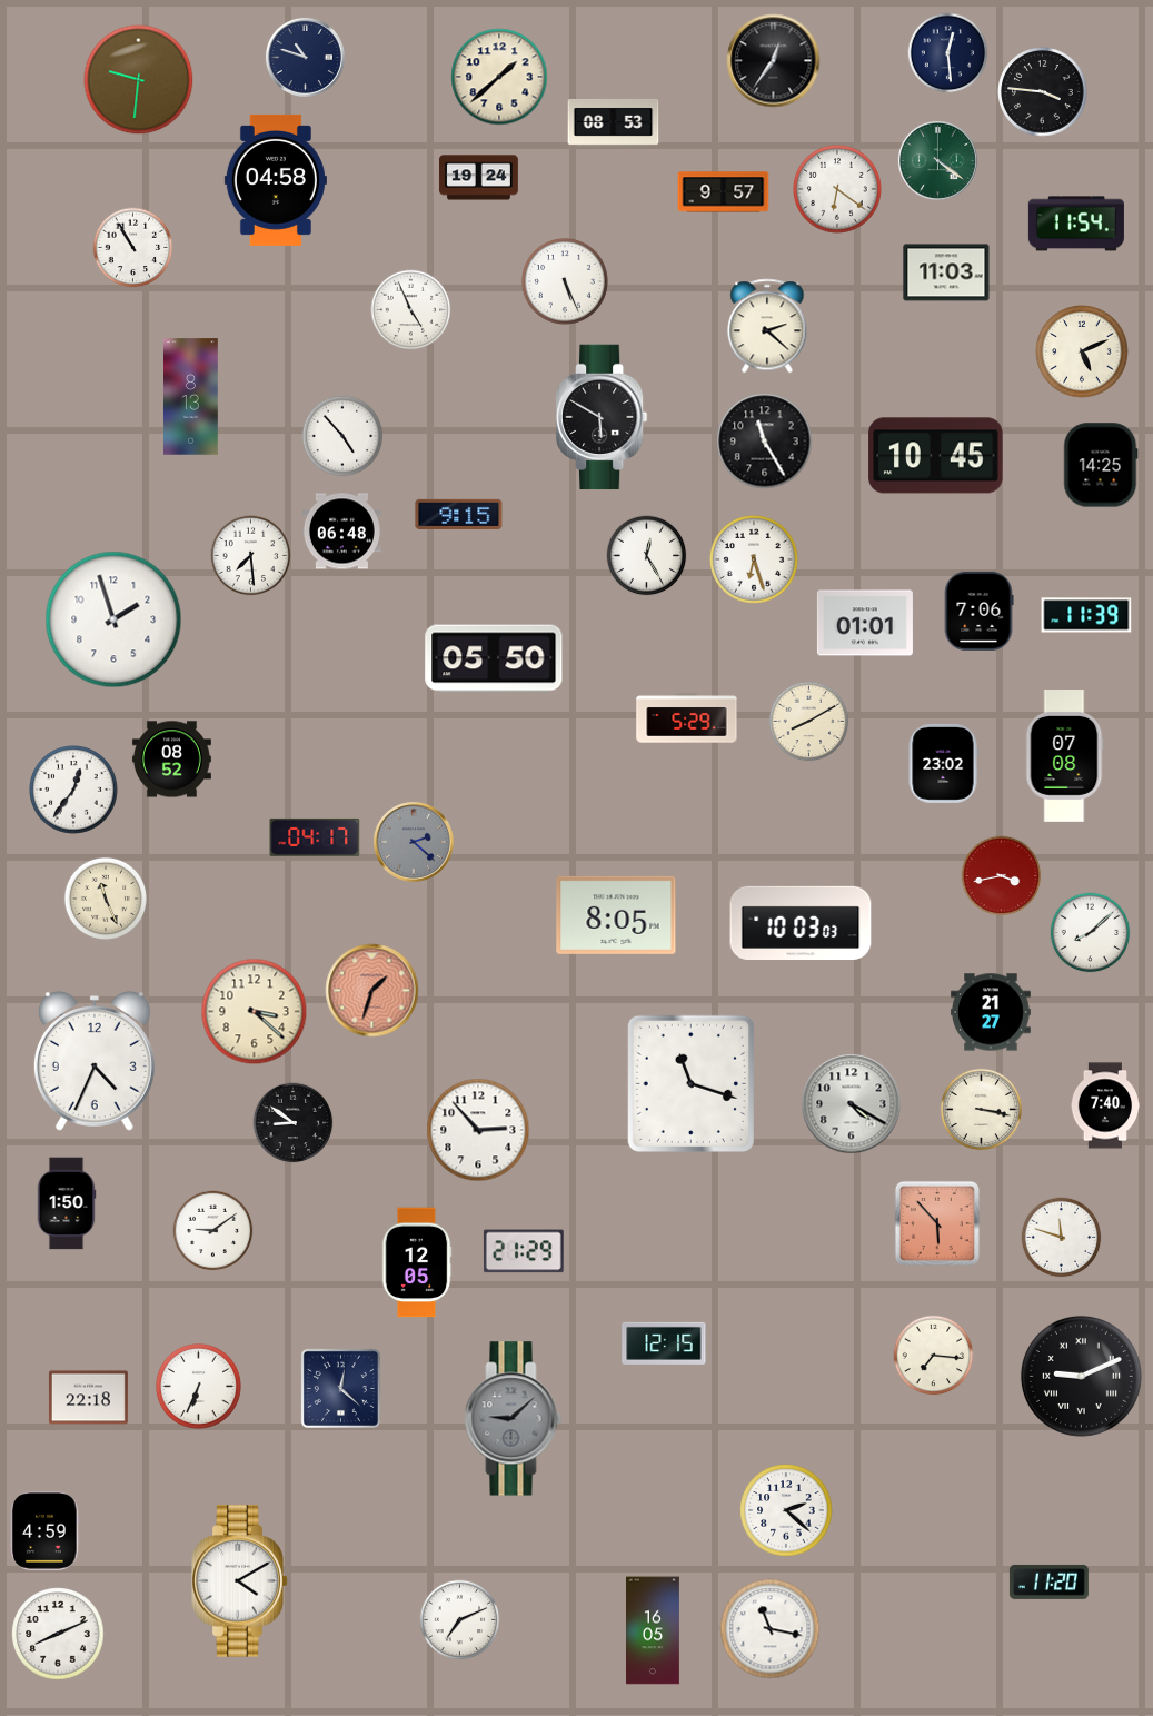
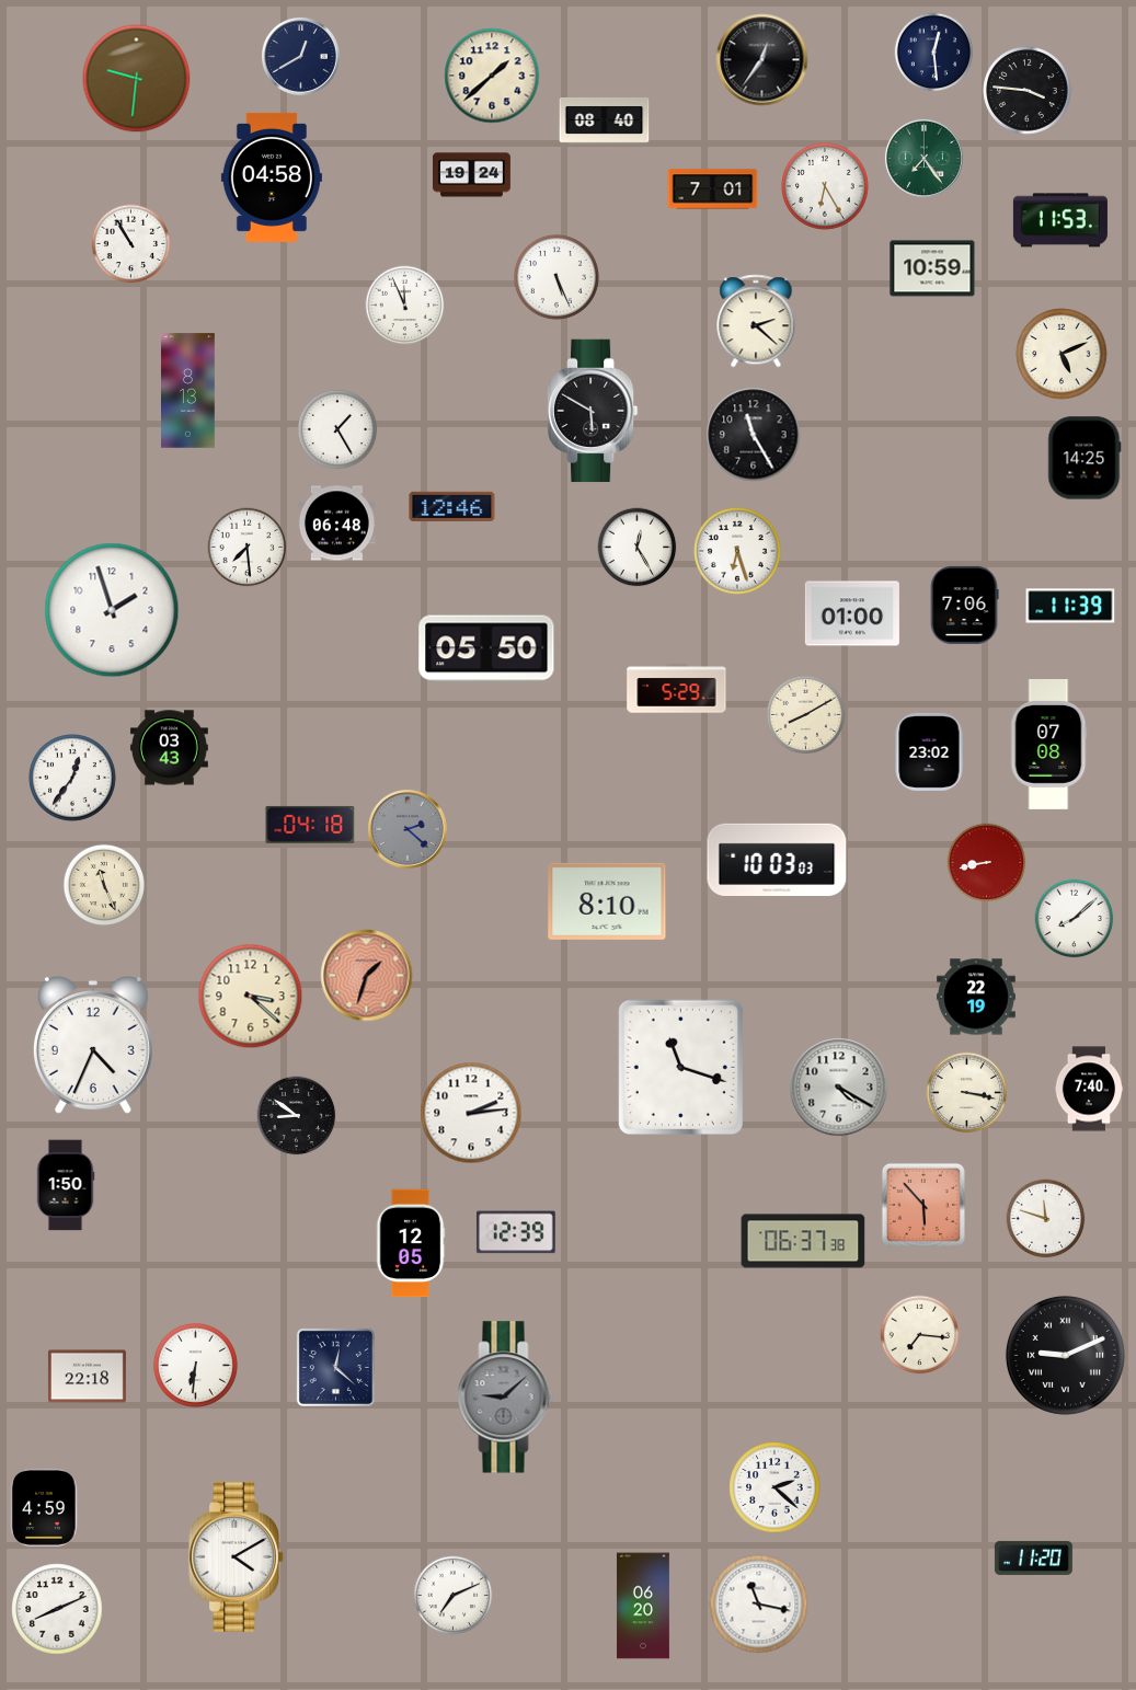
clock at (305, 57): 10:48 -> 12:40
clock at (614, 122): 08:53 -> 08:40
clock at (937, 160): 4:21 -> 7:24
clock at (838, 190): 6:21 -> 6:25
clock at (724, 192): 9:57 -> 7:01
clock at (1076, 224): 11:54 -> 11:53
clock at (946, 272): 11:03 -> 10:59
clock at (411, 310): 4:56 -> 11:56
clock at (1082, 351) position: (1082, 351) -> (1062, 354)
clock at (342, 436): 4:53 -> 1:25
clock at (936, 456): 10:45 -> none
clock at (459, 514): 9:15 -> 12:46
clock at (755, 561) position: (755, 561) -> (738, 552)
clock at (978, 611) position: (978, 611) -> (964, 605)
clock at (865, 623): 01:01 -> 01:00
clock at (687, 718) position: (687, 718) -> (677, 689)
clock at (809, 722) position: (809, 722) -> (806, 715)
clock at (171, 760): 08:52 -> 03:43
clock at (315, 837): 04:17 -> 04:18
clock at (1002, 876): 3:43 -> 8:43
clock at (616, 915): 8:05 -> 8:10
clock at (801, 923) position: (801, 923) -> (777, 860)
clock at (991, 1012): 21:27 -> 22:19
clock at (294, 1123) position: (294, 1123) -> (297, 1116)
clock at (478, 1130): 2:53 -> 2:14
clock at (213, 1231): 9:09 -> none
clock at (524, 1251): 21:29 -> 12:39
clock at (803, 1241): none -> 06:37
clock at (664, 1343): 12:15 -> none
clock at (198, 1386): 6:34 -> 6:31
clock at (653, 1630): 16:05 -> 06:20
